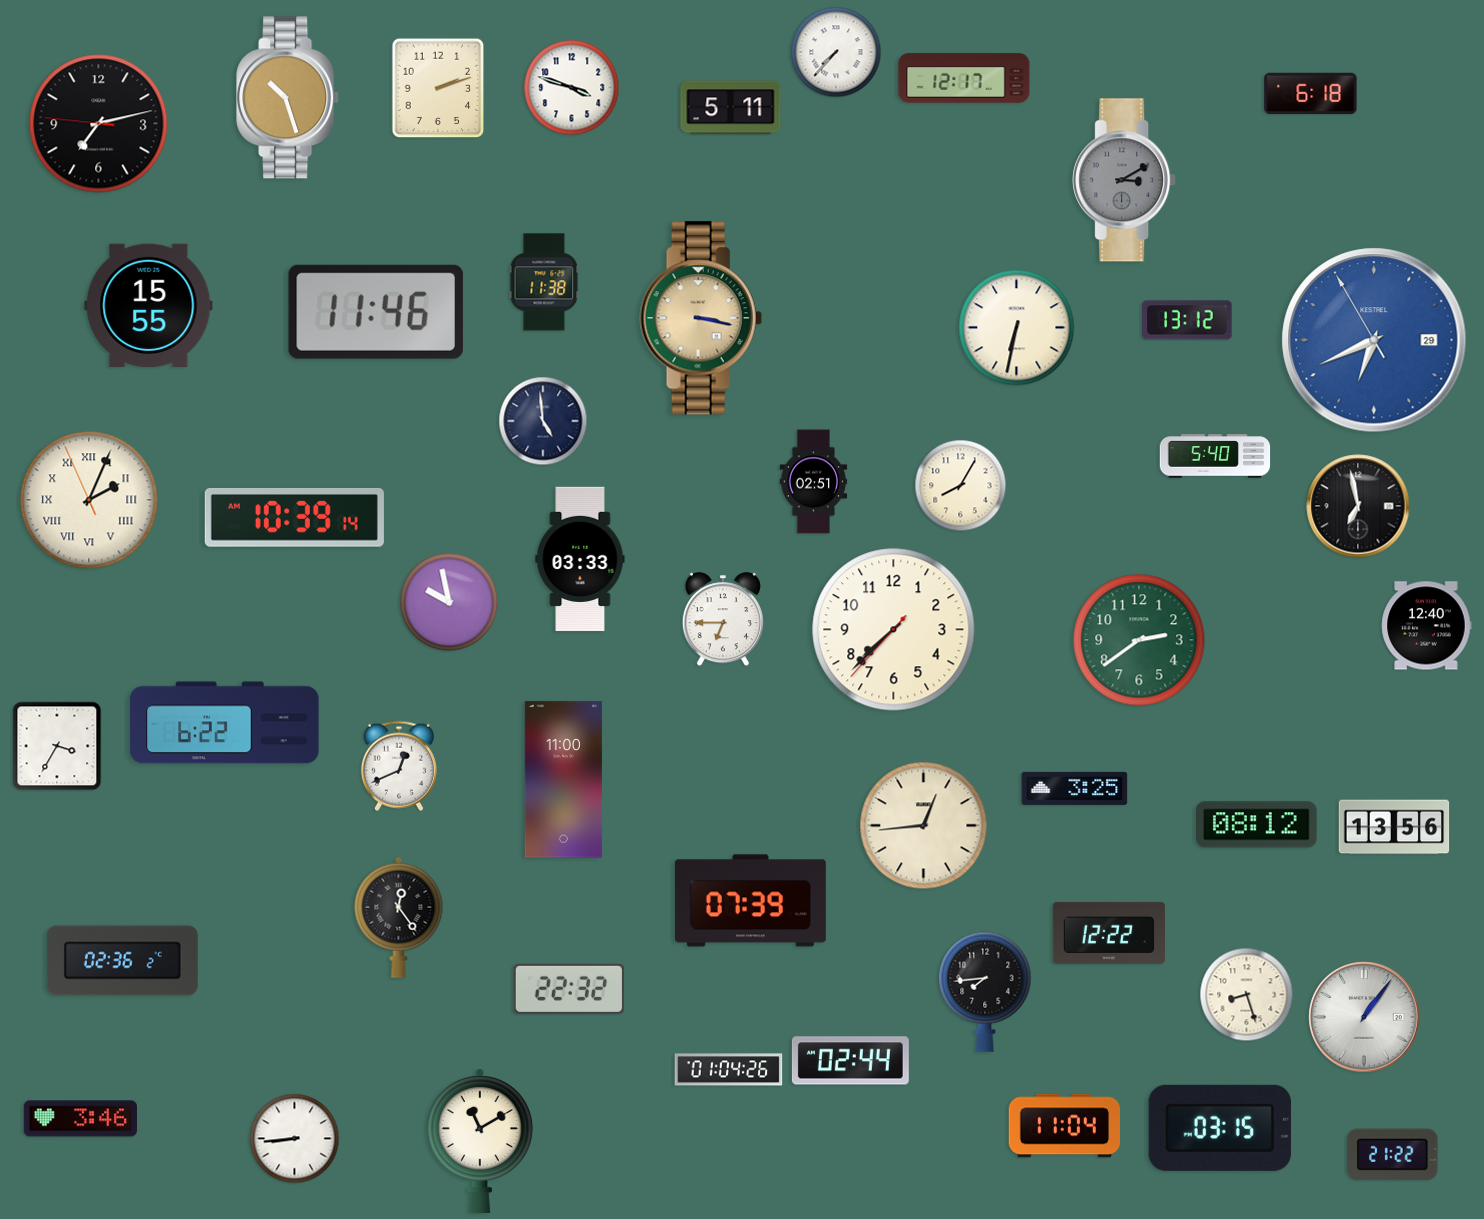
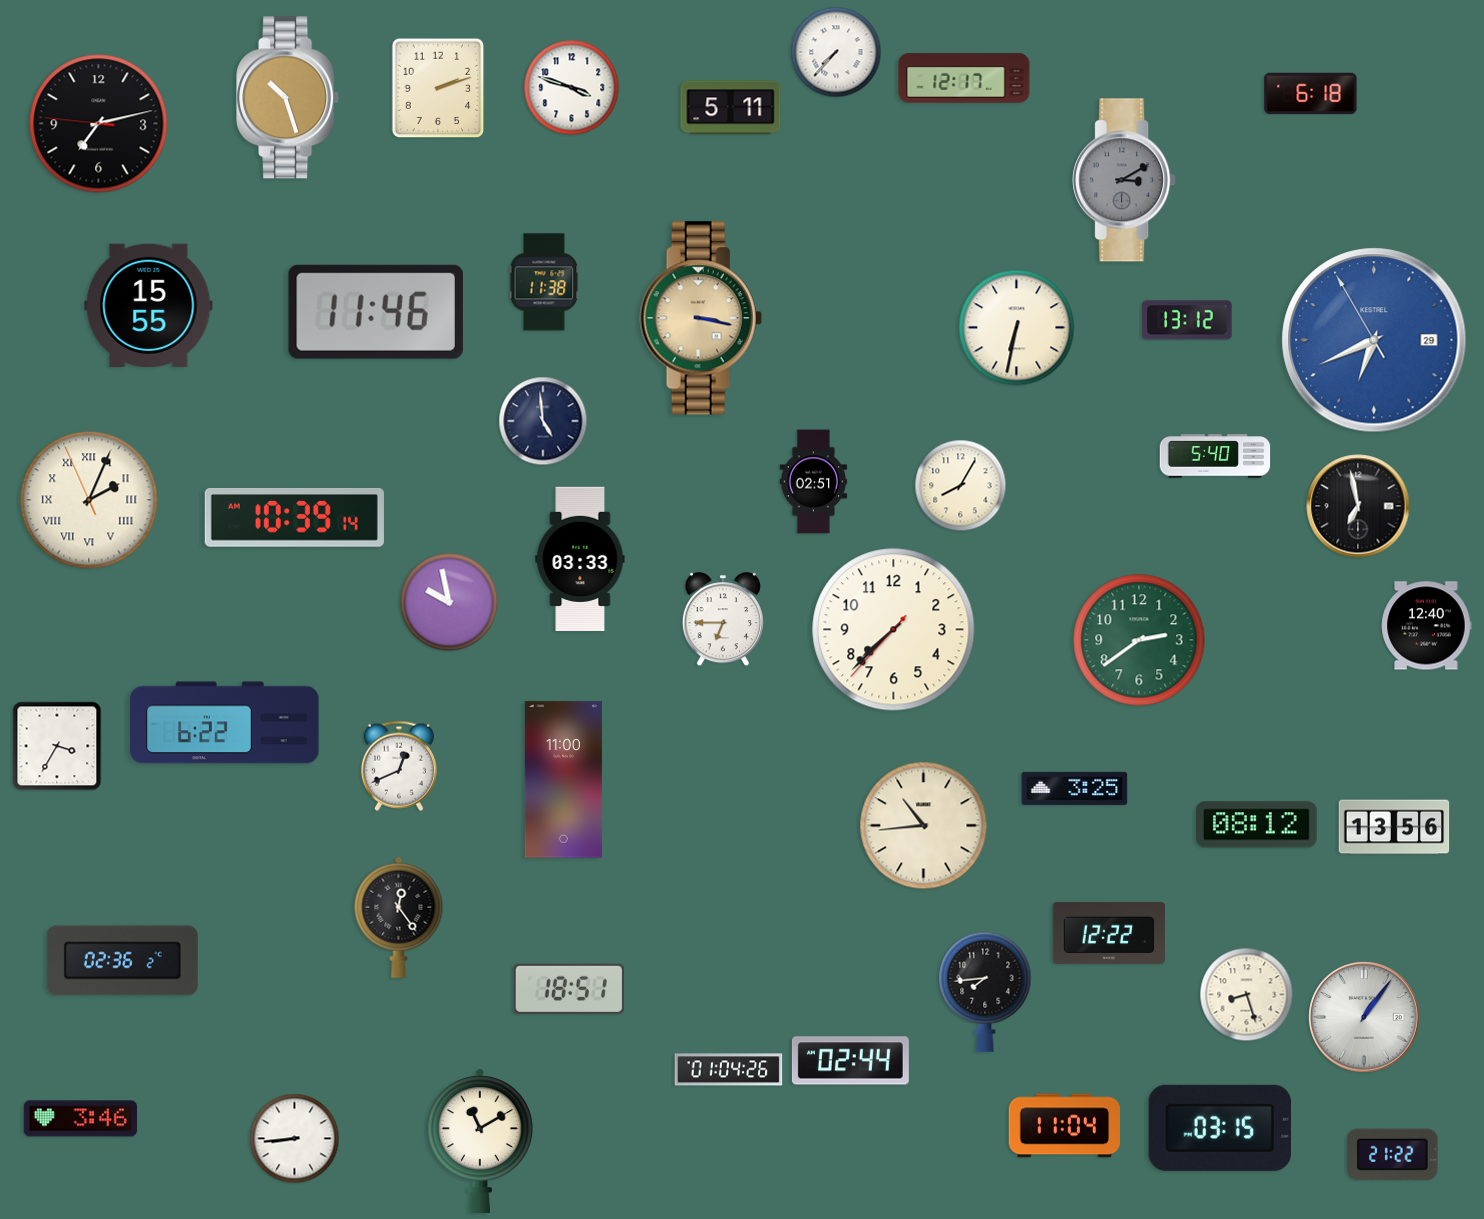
clock at (924, 826): 12:44 -> 10:44
clock at (750, 901): 07:39 -> none
clock at (568, 989): 22:32 -> 18:51
